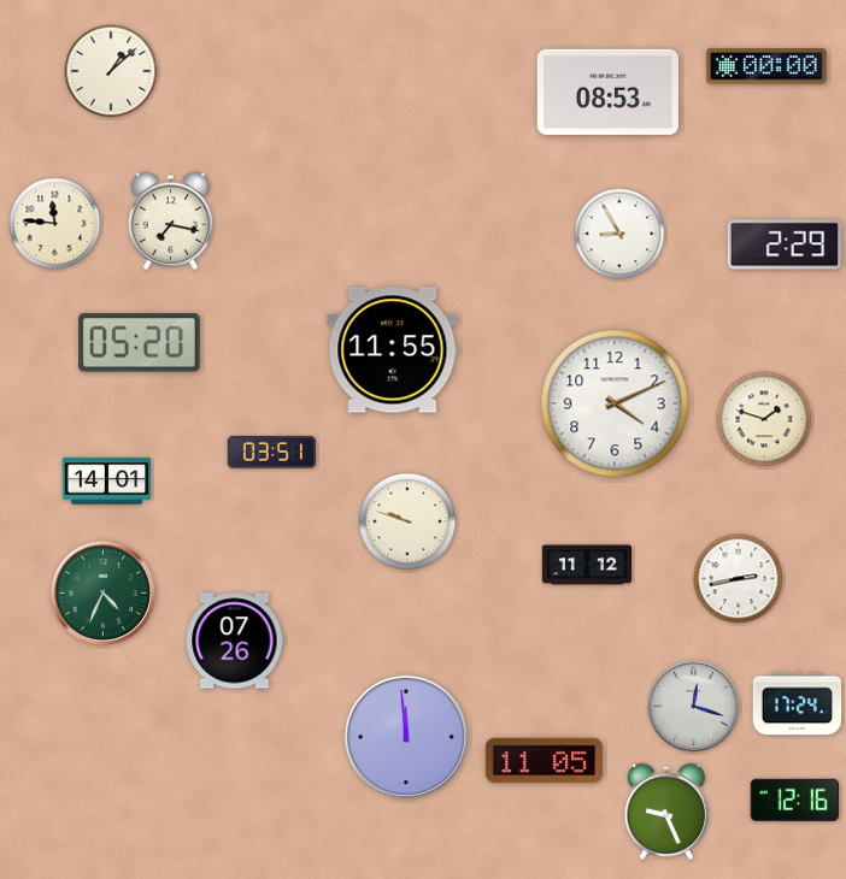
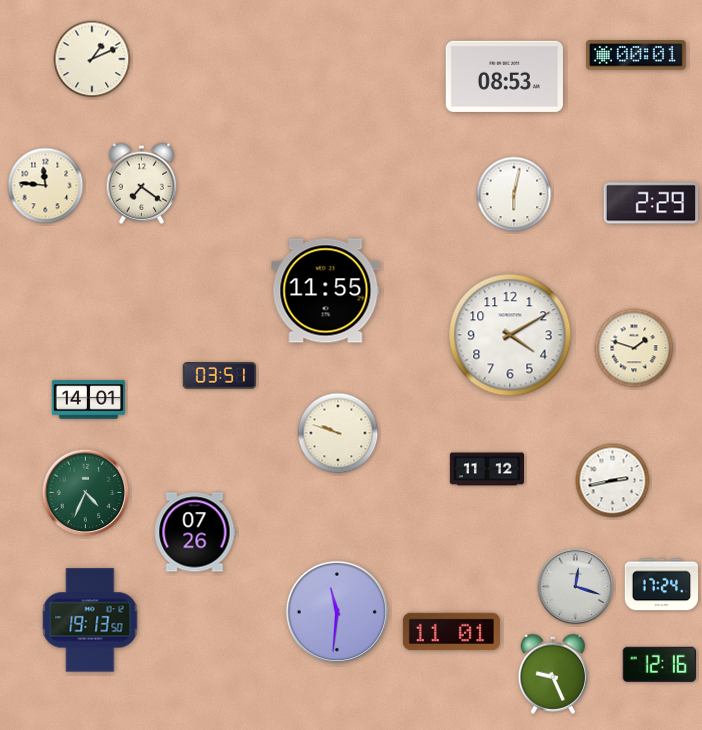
clock at (768, 66): 00:00 -> 00:01
clock at (111, 71): 1:08 -> 1:11
clock at (171, 220): 7:17 -> 7:21
clock at (619, 234): 8:55 -> 6:02
clock at (140, 343): 05:20 -> none
clock at (615, 403): 4:11 -> 4:10
clock at (272, 453) position: (272, 453) -> (220, 376)
clock at (405, 736): 11:59 -> 11:31
clock at (90, 620): none -> 19:13
clock at (544, 761): 11:05 -> 11:01
